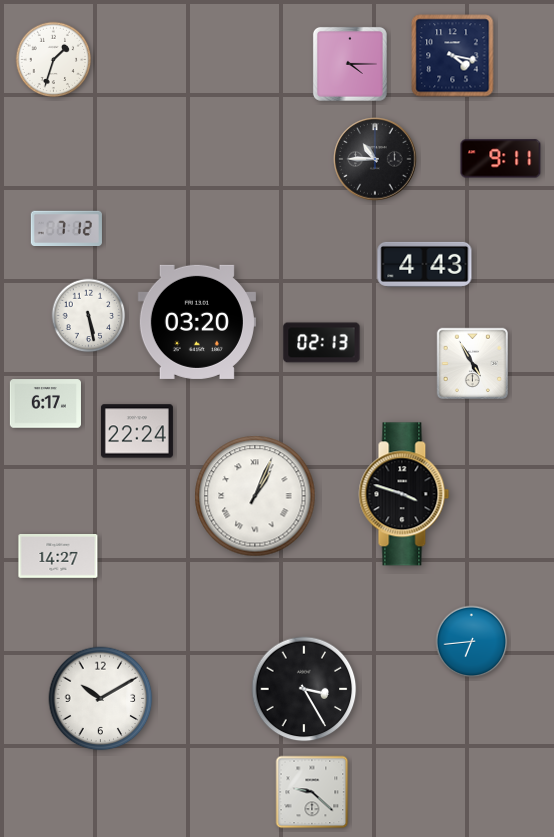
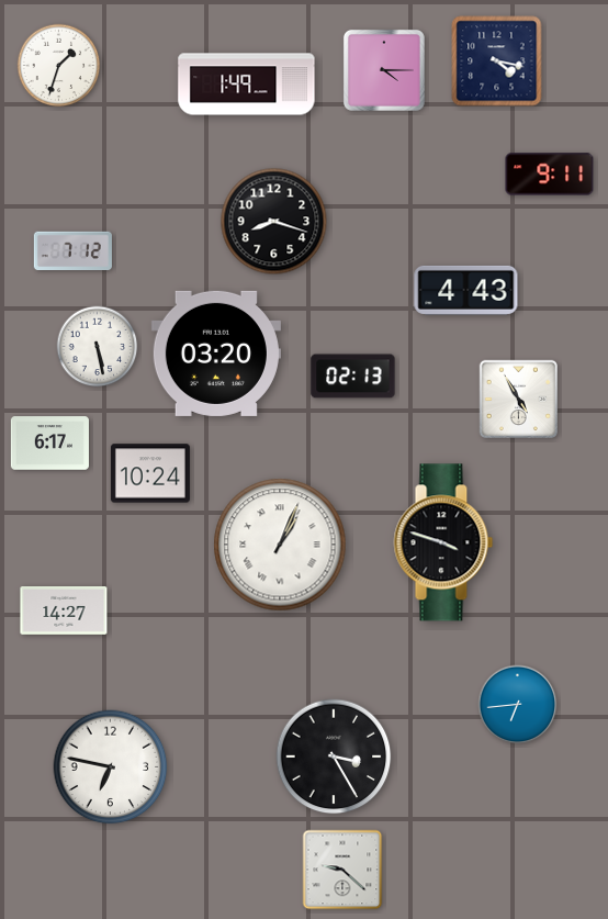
clock at (247, 85): none -> 1:49
clock at (375, 159): 10:45 -> none
clock at (274, 222): none -> 8:18
clock at (137, 431): 22:24 -> 10:24
clock at (101, 699): 10:10 -> 6:47
